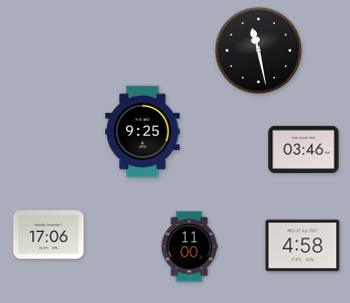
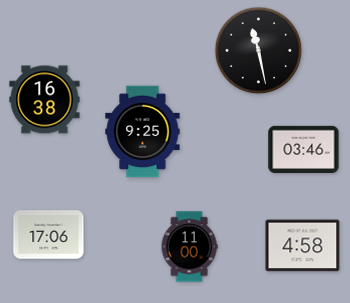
clock at (45, 100): none -> 16:38
